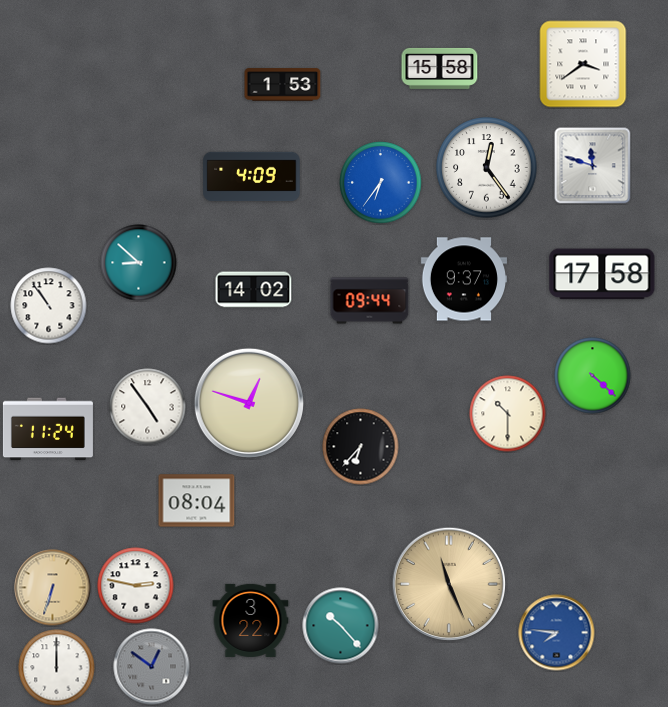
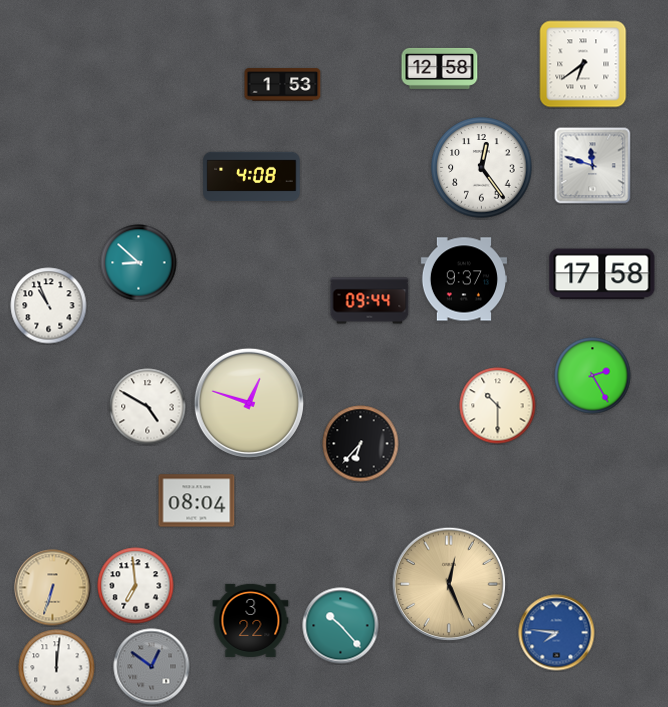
clock at (583, 64): 3:39 -> 6:39
clock at (440, 68): 15:58 -> 12:58
clock at (487, 168) position: (487, 168) -> (482, 168)
clock at (252, 177): 4:09 -> 4:08
clock at (381, 183): 6:36 -> none
clock at (254, 290): 14:02 -> none
clock at (49, 306): 10:54 -> 10:56
clock at (593, 376): 4:22 -> 2:25
clock at (148, 407): 4:54 -> 4:50
clock at (508, 414) position: (508, 414) -> (498, 406)
clock at (48, 429): 11:24 -> none
clock at (361, 447) position: (361, 447) -> (361, 444)
clock at (448, 583): 11:26 -> 12:26
clock at (136, 586): 2:47 -> 6:59
clock at (57, 668): 12:00 -> 12:01
